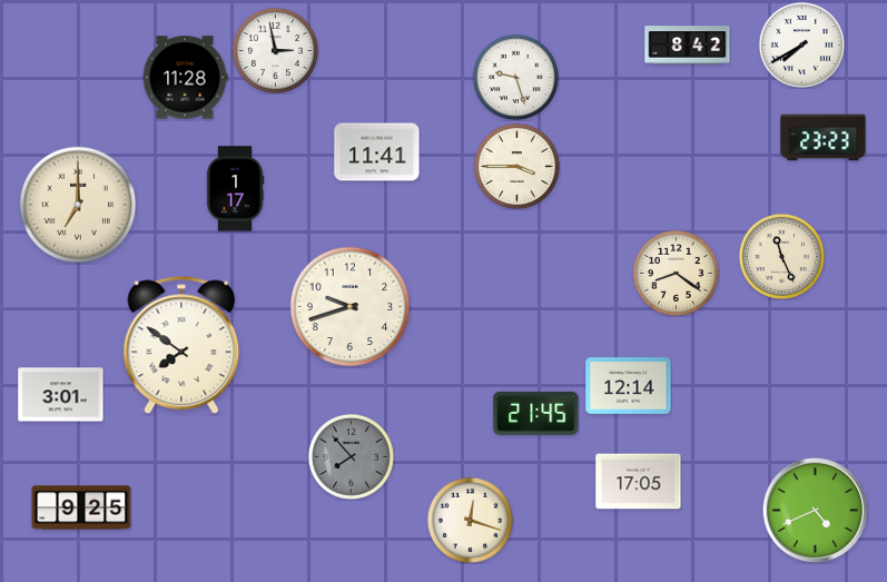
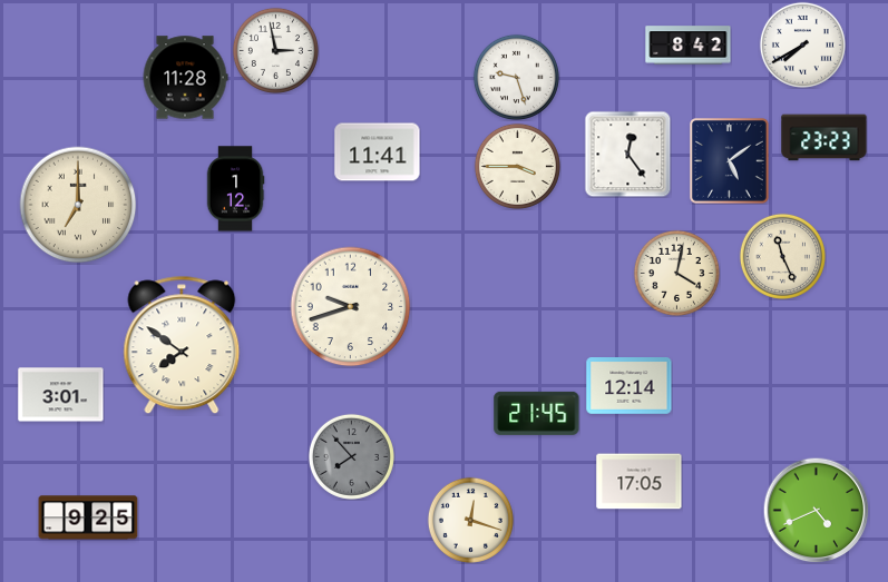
clock at (627, 154): none -> 12:24
clock at (730, 161): none -> 5:09
clock at (235, 189): 1:17 -> 1:12
clock at (676, 273): 8:21 -> 4:02
clock at (81, 507) position: (81, 507) -> (88, 517)
